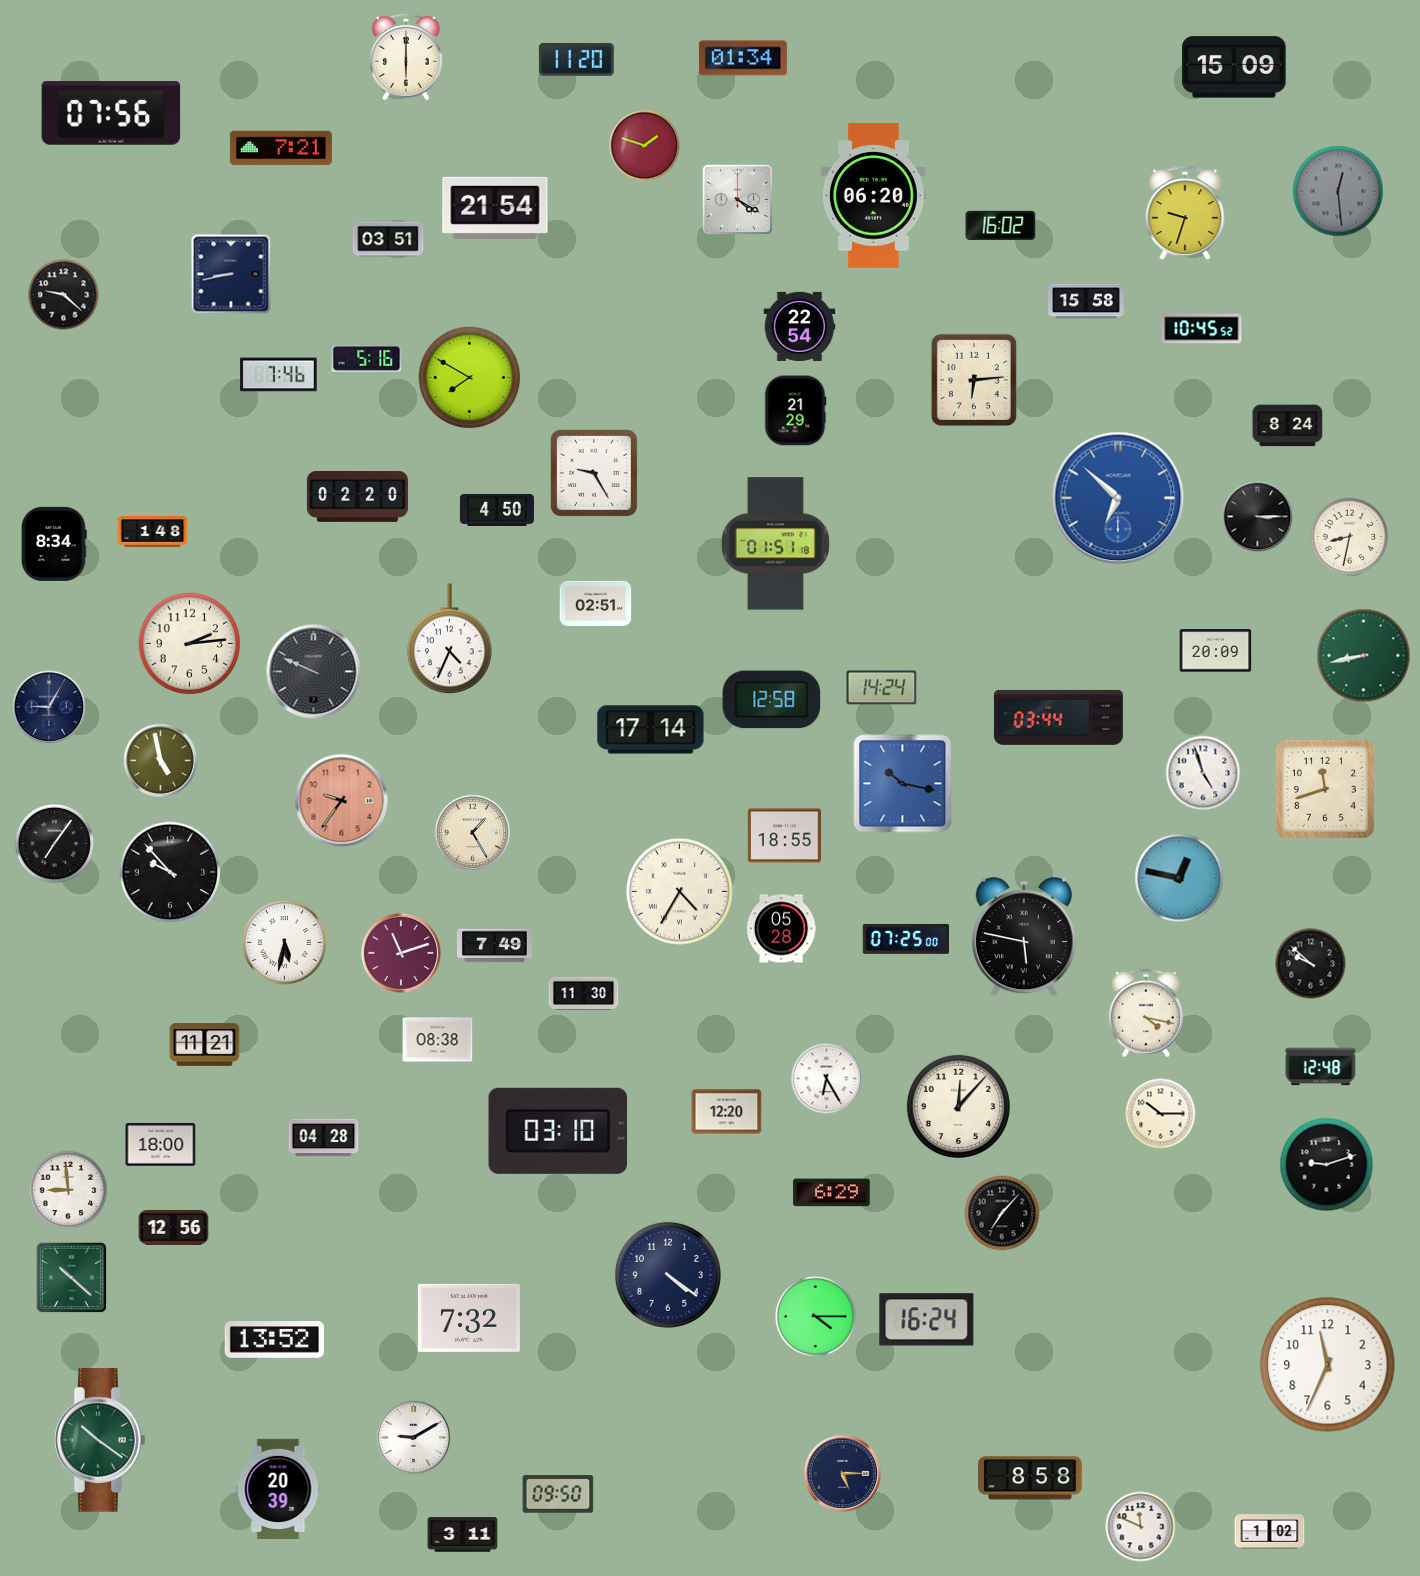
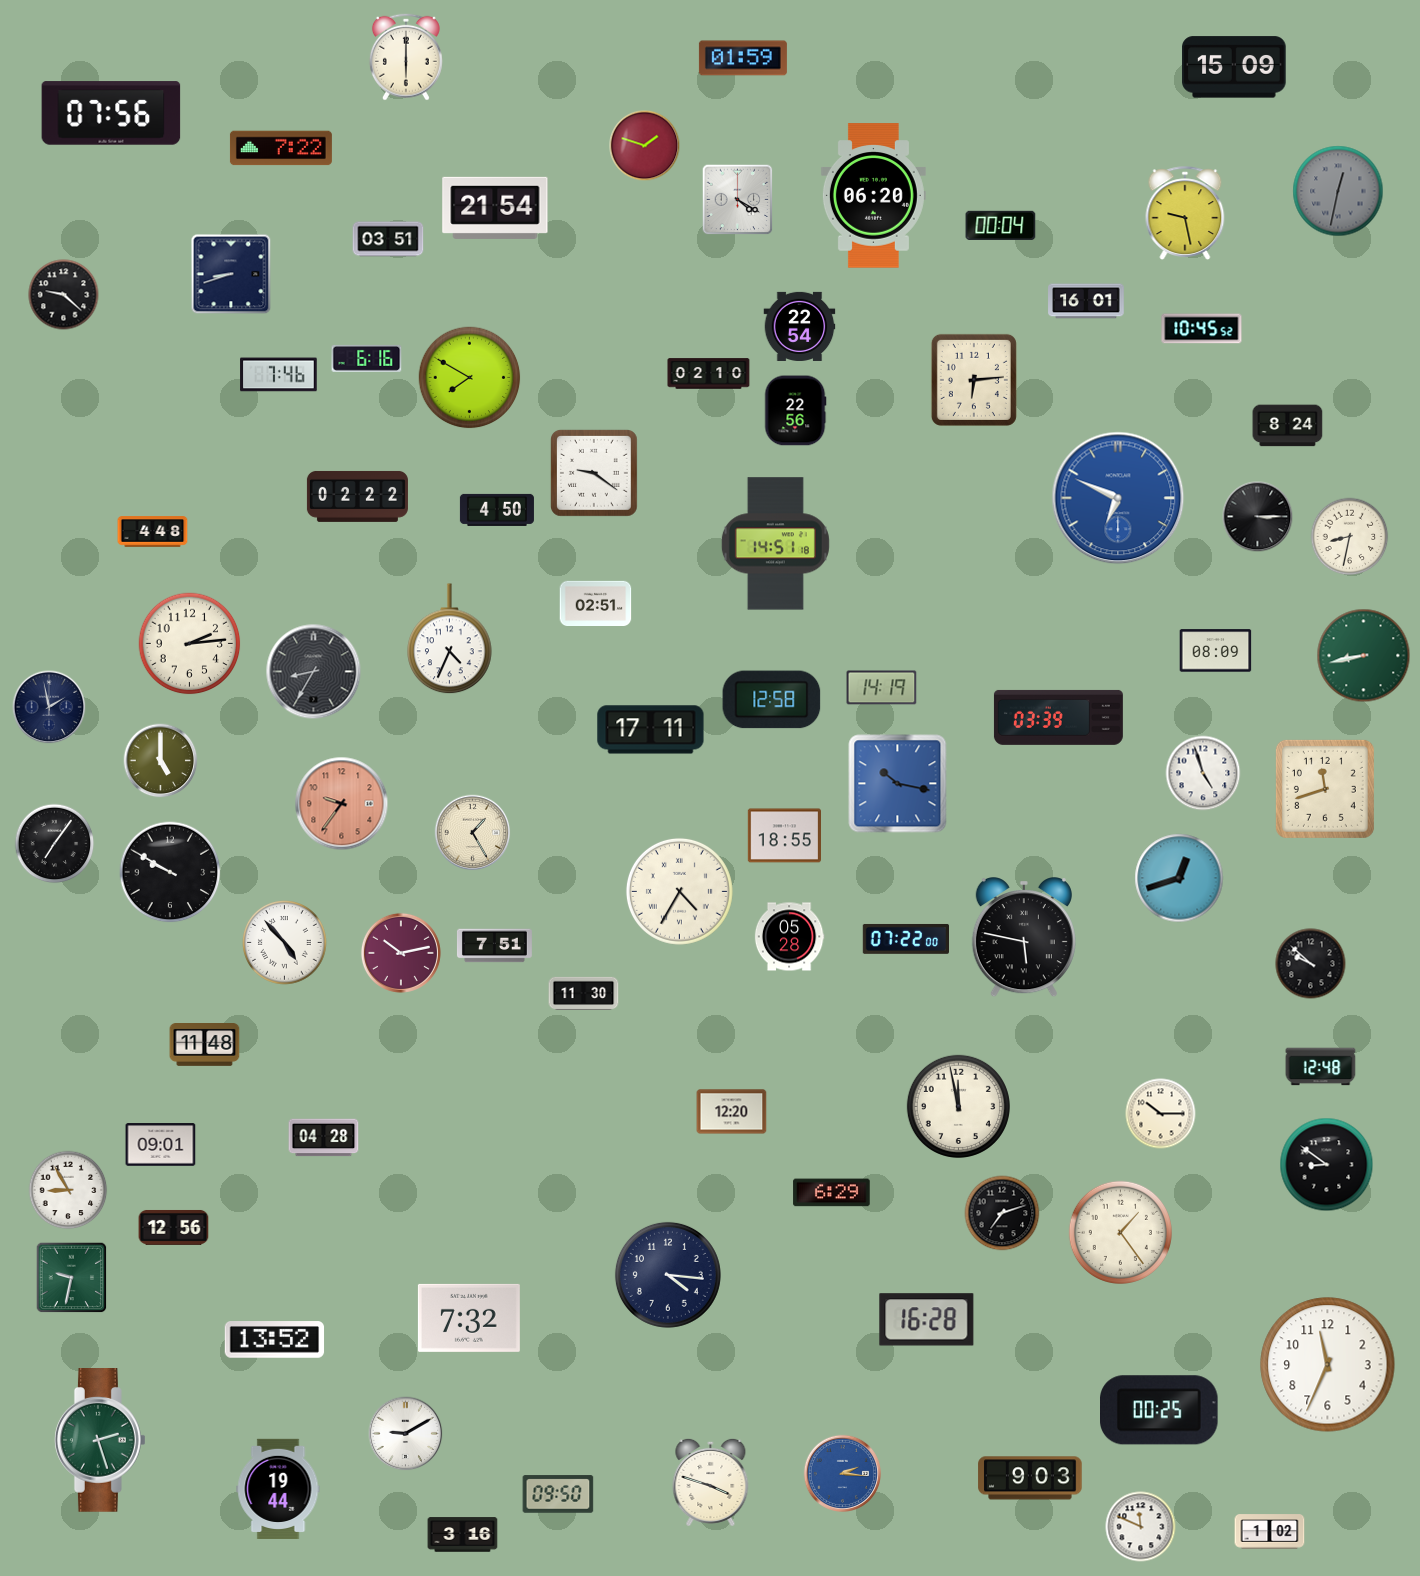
clock at (743, 58): 01:34 -> 01:59
clock at (576, 59): 11:20 -> none
clock at (281, 148): 7:21 -> 7:22
clock at (1338, 191): 12:29 -> 12:32
clock at (1185, 213): 9:33 -> 9:28
clock at (1001, 225): 16:02 -> 00:04
clock at (231, 274): 8:43 -> 8:42
clock at (1086, 301): 15:58 -> 16:01
clock at (367, 358): 5:16 -> 6:16
clock at (709, 374): none -> 02:10
clock at (795, 411): 21:29 -> 22:56
clock at (594, 473): 9:25 -> 9:21
clock at (357, 496): 02:20 -> 02:22
clock at (1118, 498): 6:52 -> 6:49
clock at (153, 532): 1:48 -> 4:48
clock at (54, 544): 8:34 -> none
clock at (775, 544): 01:51 -> 14:51
clock at (1216, 651): 20:09 -> 08:09
clock at (314, 672): 9:49 -> 8:35
clock at (882, 688): 14:24 -> 14:19
clock at (49, 707): 9:05 -> 1:58
clock at (1058, 717): 03:44 -> 03:39
clock at (651, 730): 17:14 -> 17:11
clock at (161, 761): 4:58 -> 5:00
clock at (903, 784) position: (903, 784) -> (898, 784)
clock at (342, 801) position: (342, 801) -> (342, 804)
clock at (170, 872): 9:53 -> 9:50
clock at (1179, 878): 12:47 -> 12:42
clock at (781, 929) position: (781, 929) -> (789, 937)
clock at (905, 939): 07:25 -> 07:22
clock at (285, 943): 5:32 -> 4:53
clock at (494, 946): 7:49 -> 7:51
clock at (401, 953): 11:12 -> 10:13
clock at (1146, 1013): 4:17 -> none
clock at (438, 1040): 08:38 -> none
clock at (205, 1045): 11:21 -> 11:48
clock at (827, 1079): 6:25 -> none
clock at (958, 1106): 12:07 -> 11:58
clock at (727, 1112) position: (727, 1112) -> (732, 1112)
clock at (558, 1131): 03:10 -> none
clock at (161, 1145): 18:00 -> 09:01
clock at (1327, 1165): 9:12 -> 8:51
clock at (68, 1190): 8:59 -> 8:55
clock at (1002, 1213): 7:07 -> 7:12
clock at (1120, 1232): none -> 1:24
clock at (668, 1275): 4:21 -> 4:16
clock at (72, 1278): 10:22 -> 9:32
clock at (815, 1316): 4:15 -> none
clock at (927, 1320): 16:24 -> 16:28
clock at (1160, 1410): none -> 00:25
clock at (414, 1438) position: (414, 1438) -> (406, 1434)
clock at (100, 1441): 10:21 -> 2:27
clock at (842, 1473): 5:15 -> 2:16
clock at (842, 1473) dial: navy -> blue
clock at (1030, 1478): 8:58 -> 9:03
clock at (711, 1482): none -> 3:48
clock at (278, 1488): 20:39 -> 19:44
clock at (463, 1535): 3:11 -> 3:16
